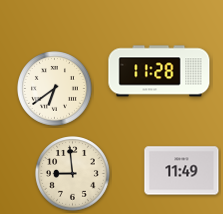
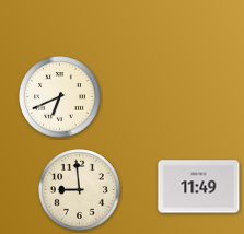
clock at (159, 71): 11:28 -> none
clock at (55, 89): 6:39 -> 6:41
